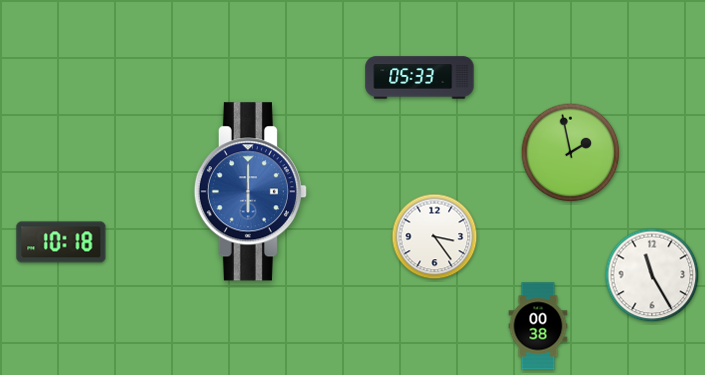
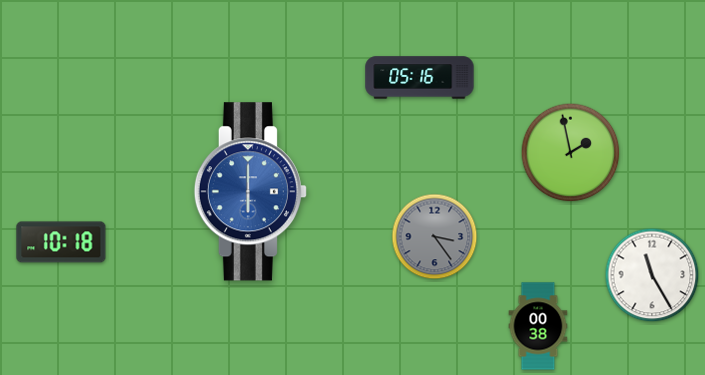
clock at (420, 78): 05:33 -> 05:16
clock at (435, 237) dial: white -> grey
